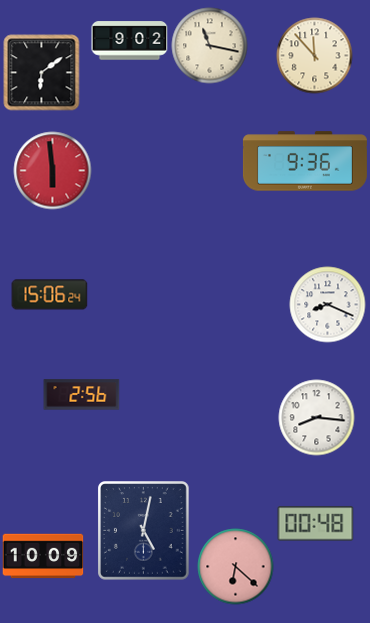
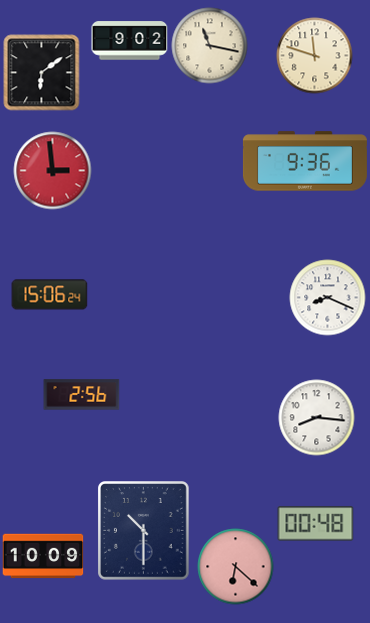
clock at (315, 56): 11:53 -> 11:48
clock at (53, 171): 5:59 -> 2:59
clock at (328, 305) position: (328, 305) -> (328, 298)
clock at (144, 531): 5:02 -> 10:30
